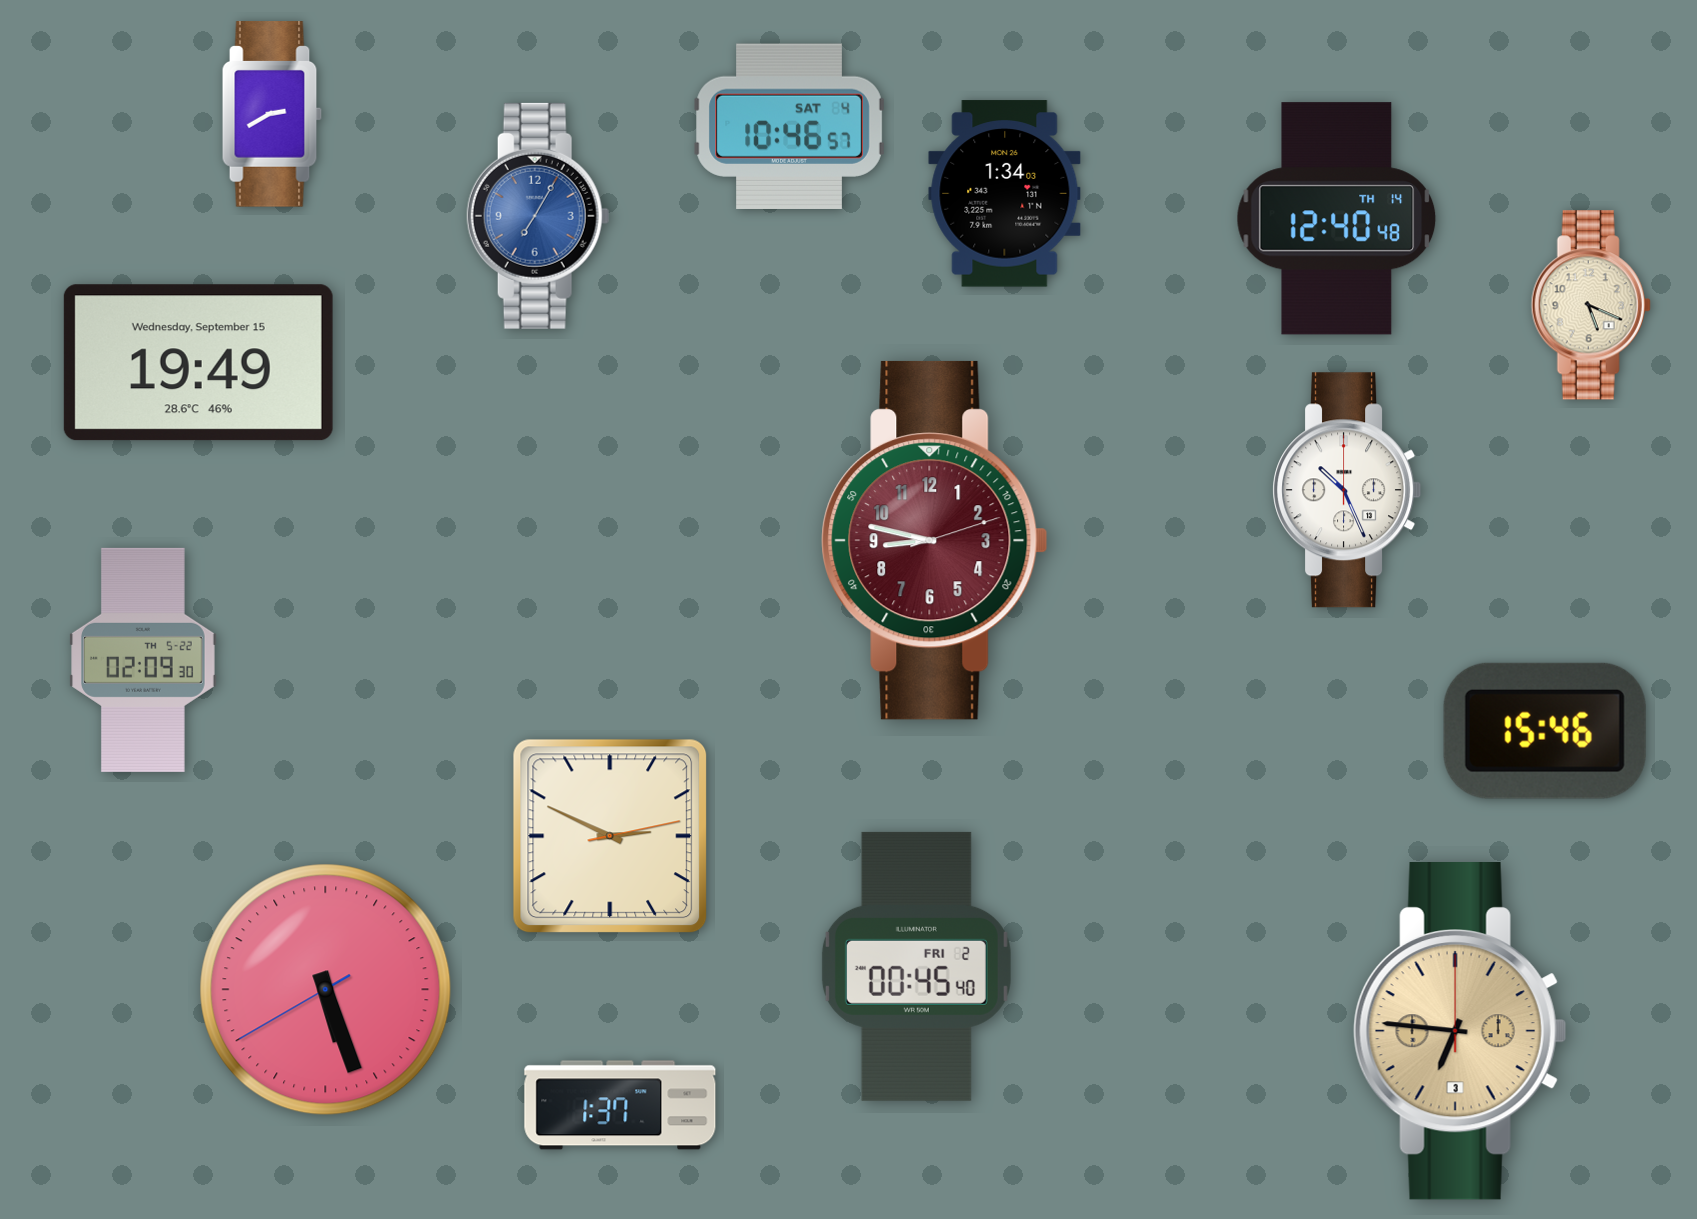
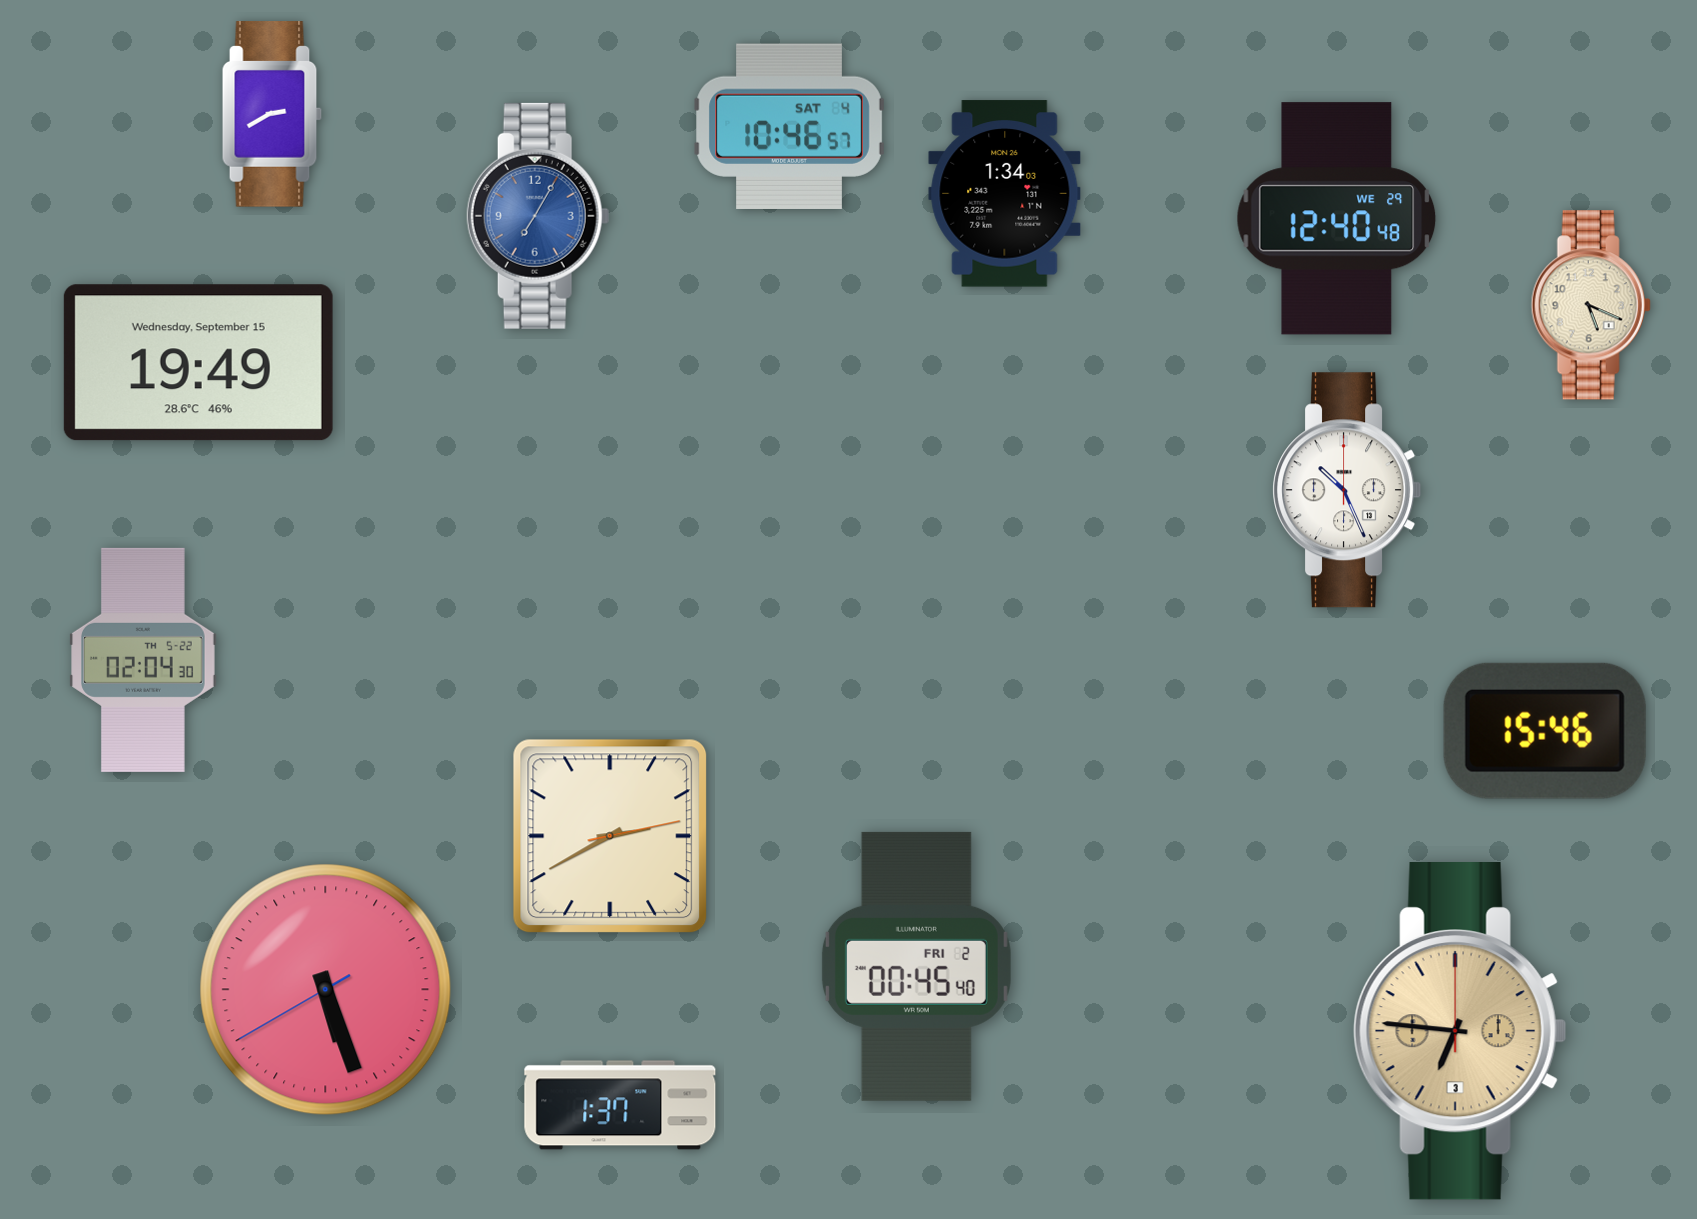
clock at (1337, 219) date: TH 14 -> WE 29
clock at (935, 540): 8:47 -> none
clock at (143, 660): 02:09 -> 02:04
clock at (610, 836): 2:49 -> 2:40
